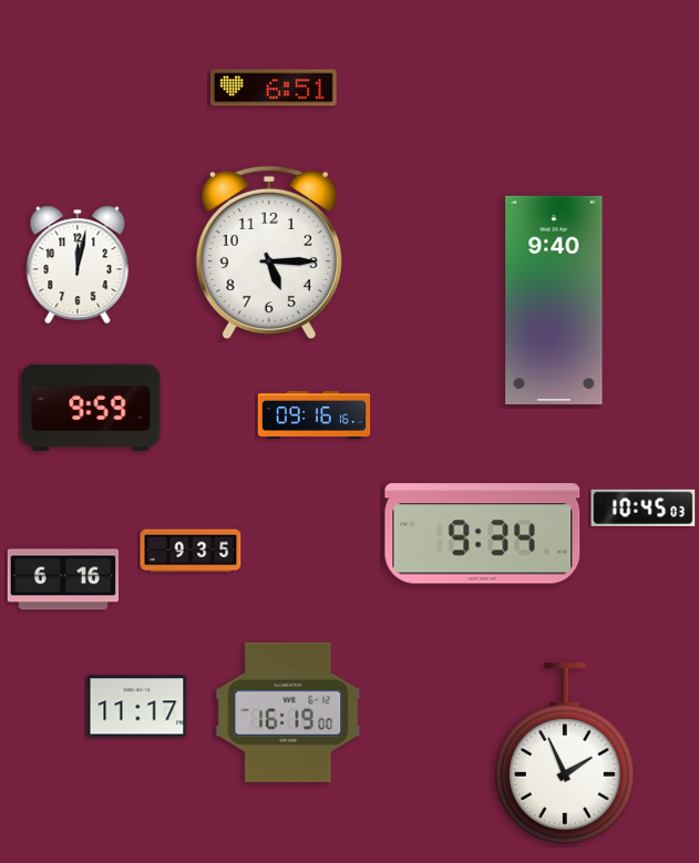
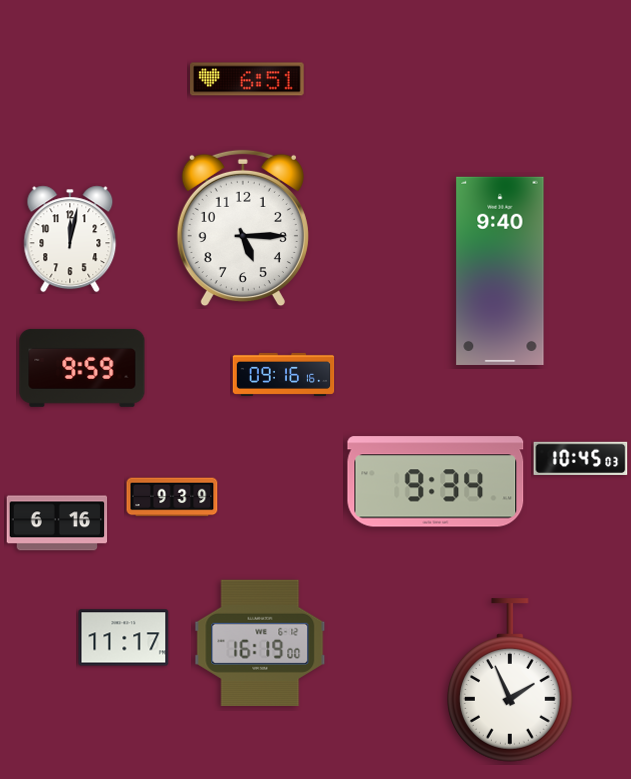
clock at (191, 551): 9:35 -> 9:39
